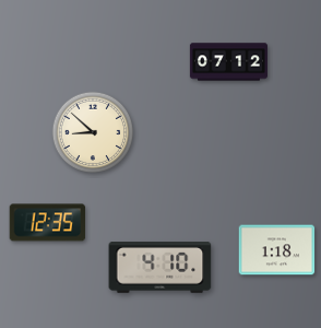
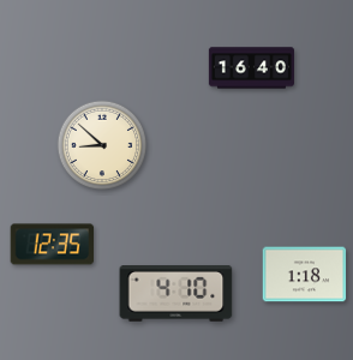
clock at (228, 62): 07:12 -> 16:40
